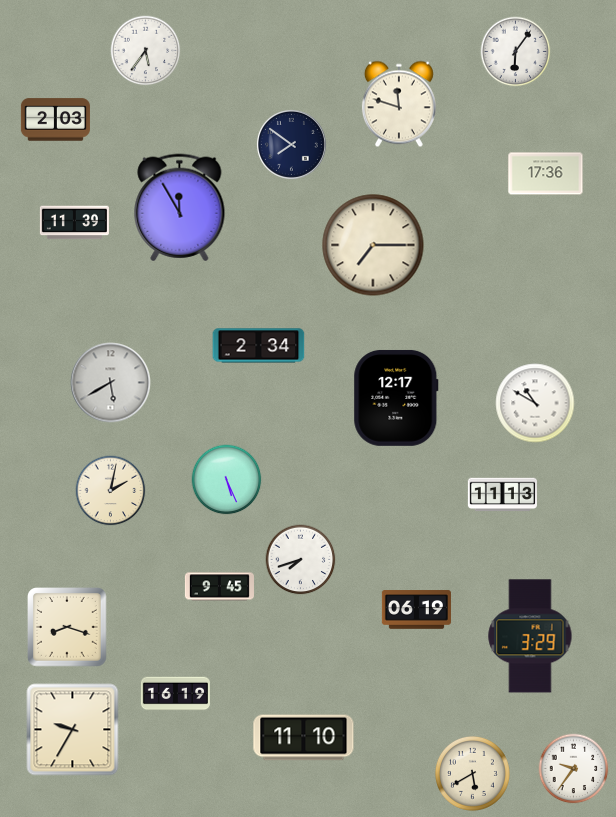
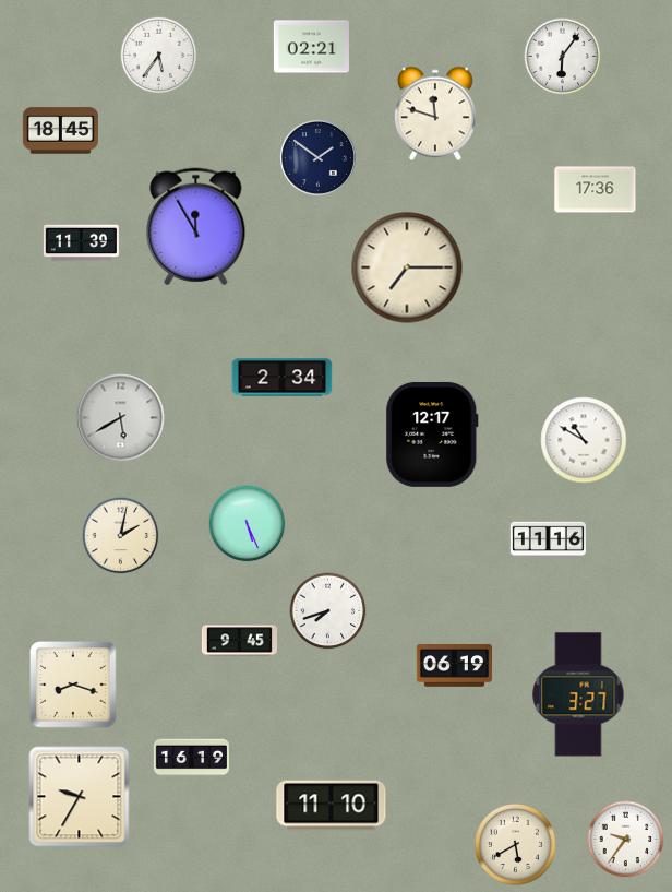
clock at (311, 47): none -> 02:21
clock at (55, 120): 2:03 -> 18:45
clock at (291, 144): 7:51 -> 1:51
clock at (502, 495): 11:13 -> 11:16
clock at (530, 636): 3:29 -> 3:27
